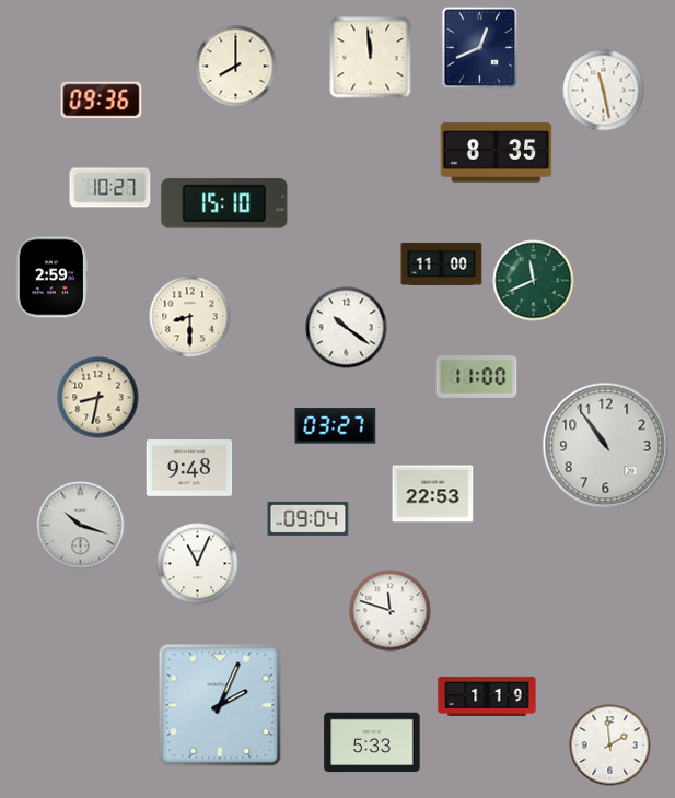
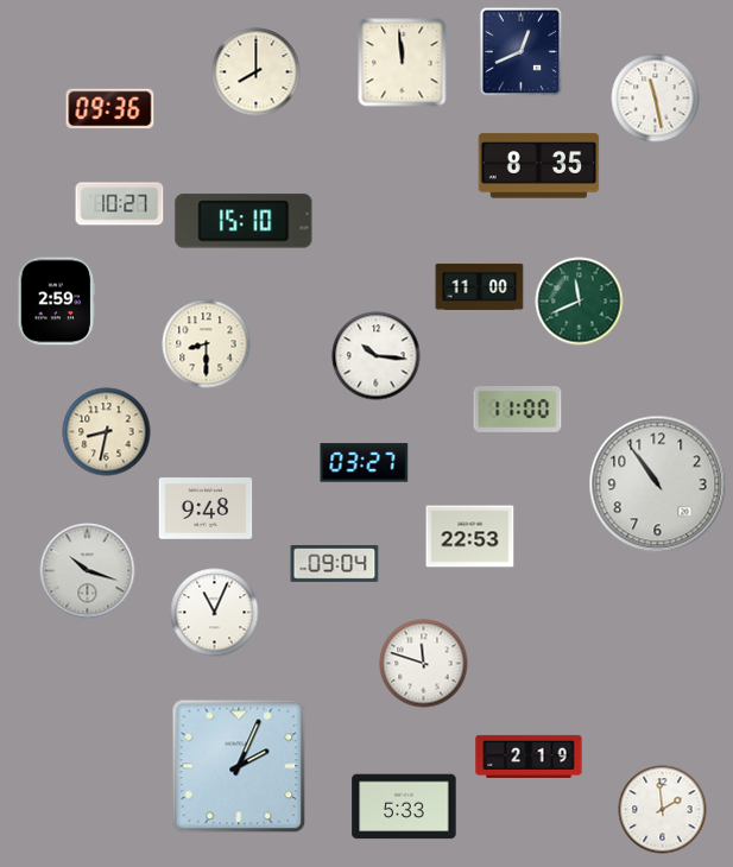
clock at (534, 281) position: (534, 281) -> (580, 302)
clock at (347, 328): 10:21 -> 10:16
clock at (487, 696): 1:19 -> 2:19
